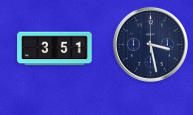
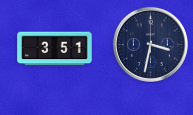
clock at (150, 44): 3:28 -> 3:32
